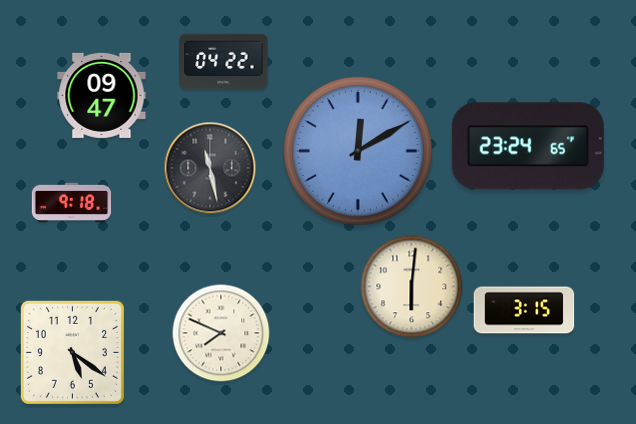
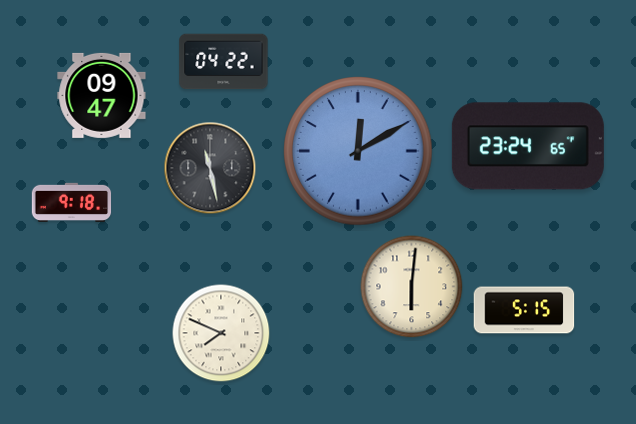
clock at (524, 310): 3:15 -> 5:15
clock at (72, 352): 5:21 -> none
